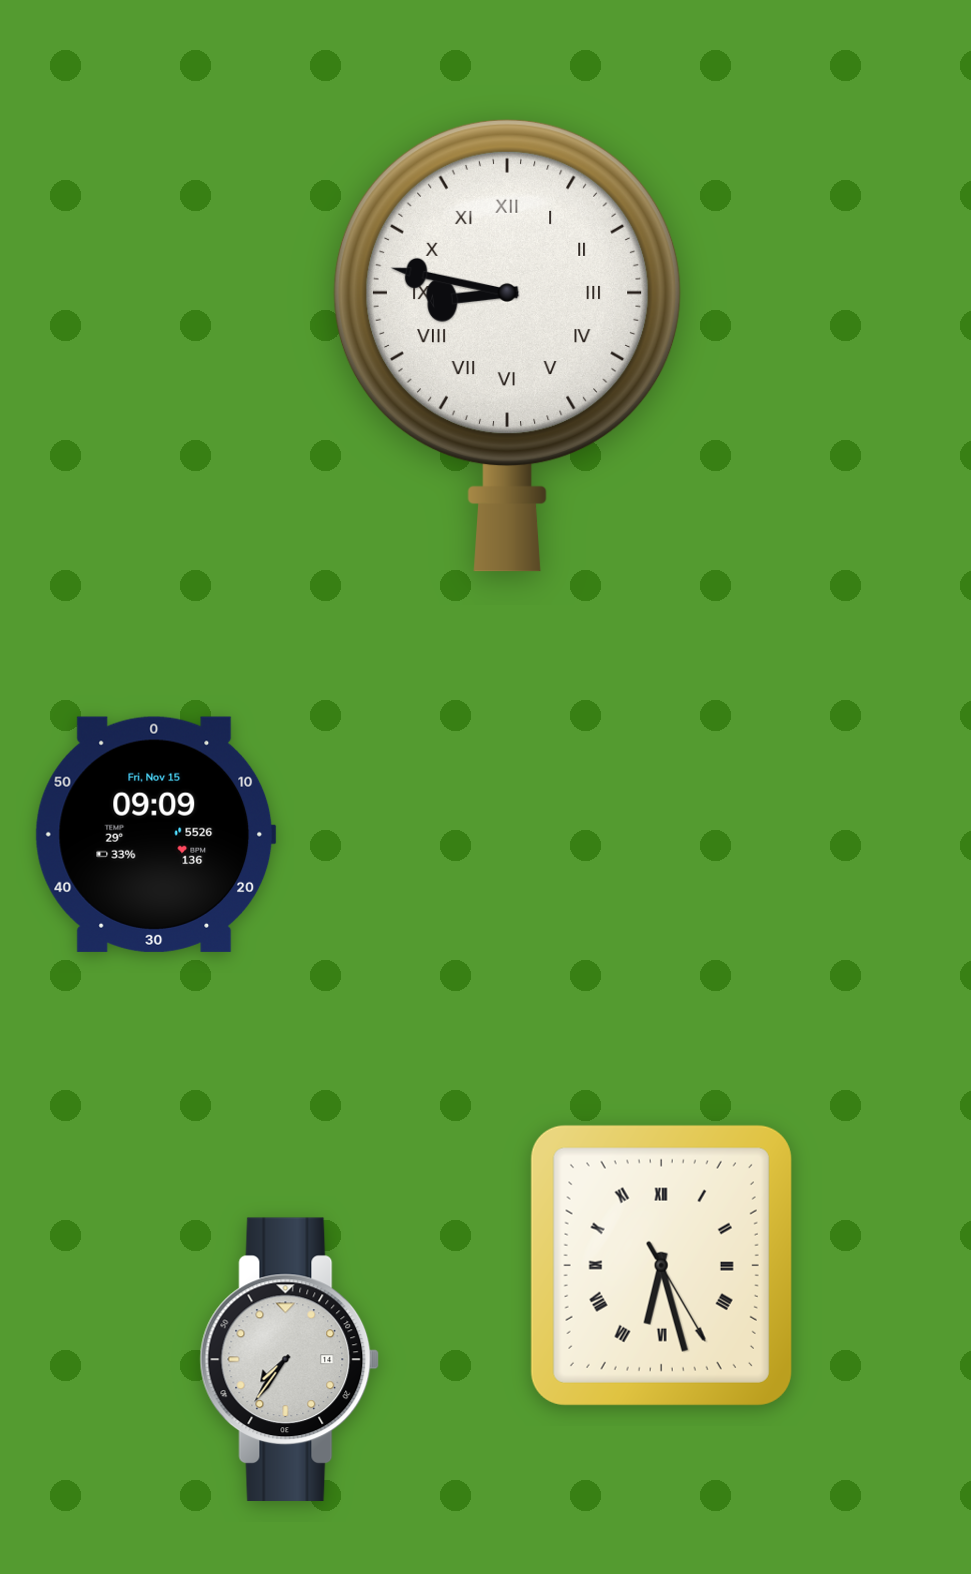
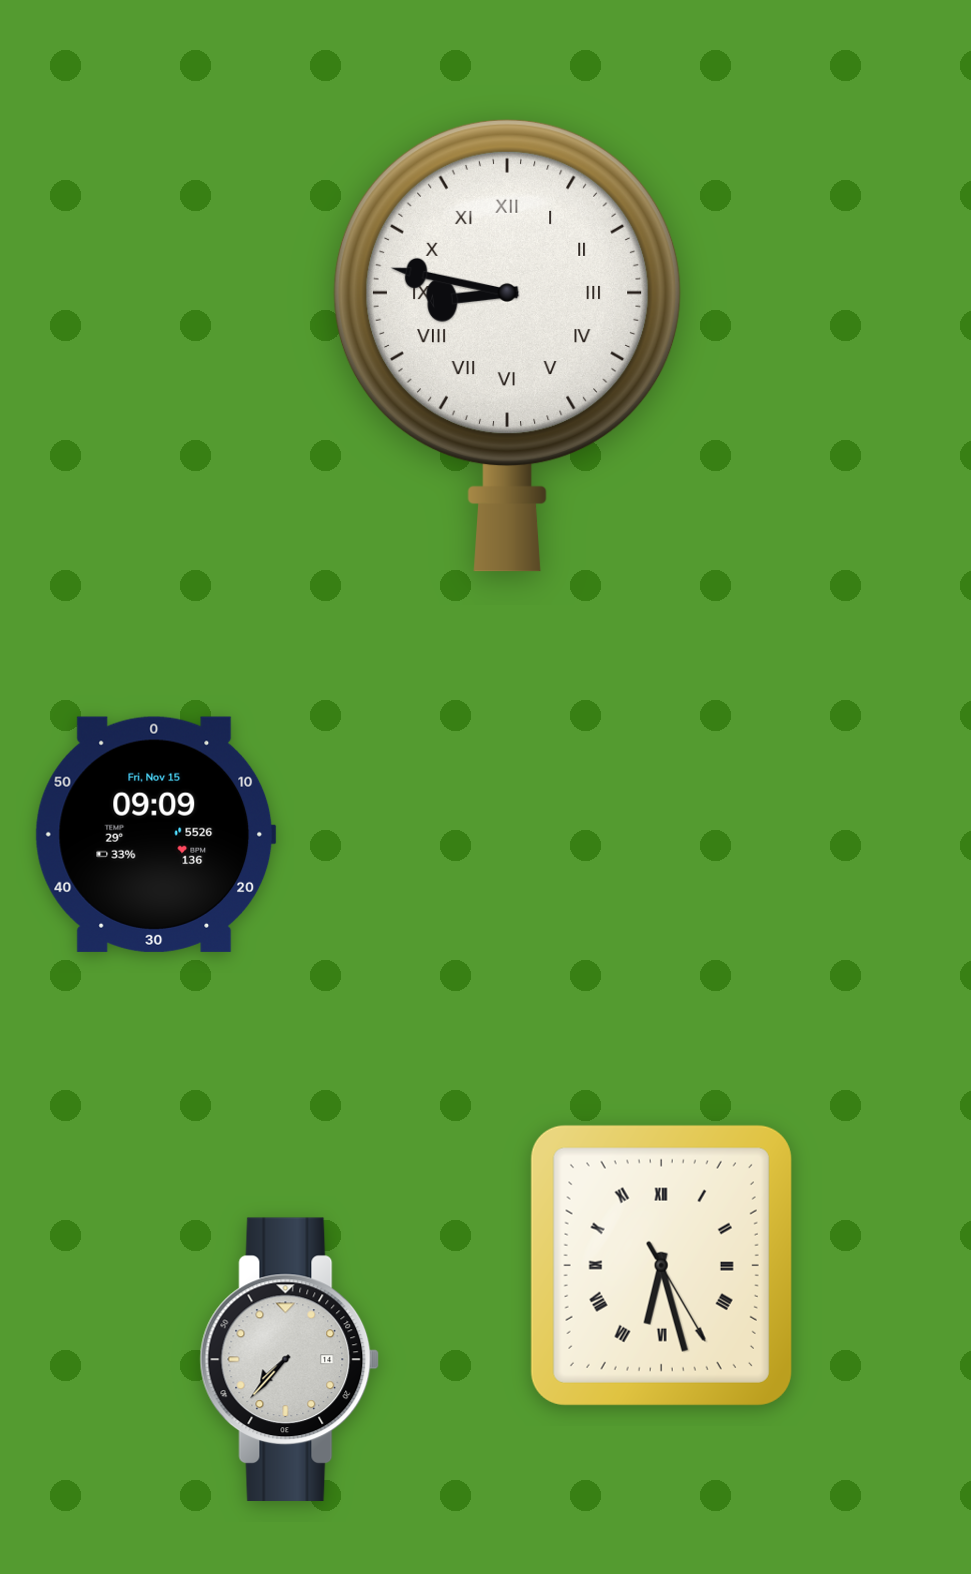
clock at (290, 1359): 7:36 -> 7:37
